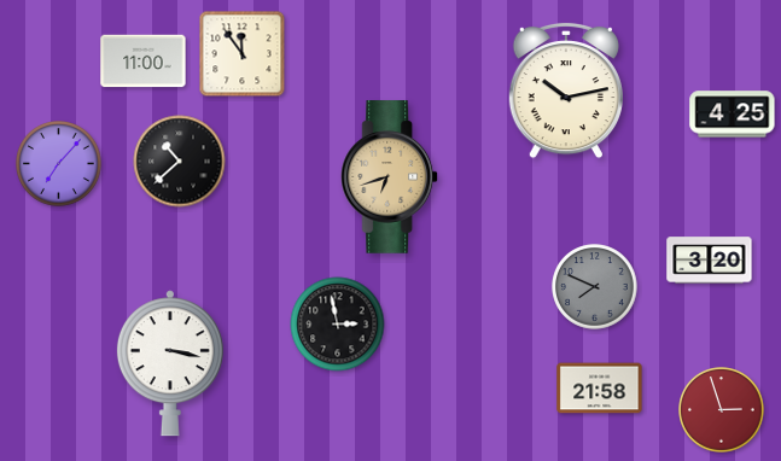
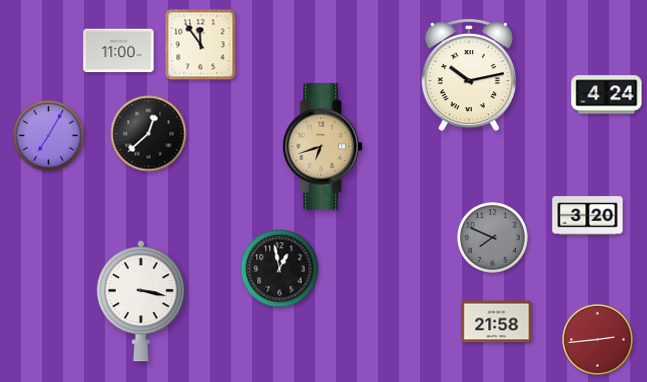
clock at (733, 115): 4:25 -> 4:24
clock at (180, 162): 10:38 -> 12:38
clock at (59, 164): 7:07 -> 7:05
clock at (338, 325): 2:58 -> 12:58
clock at (722, 410): 2:57 -> 2:44
